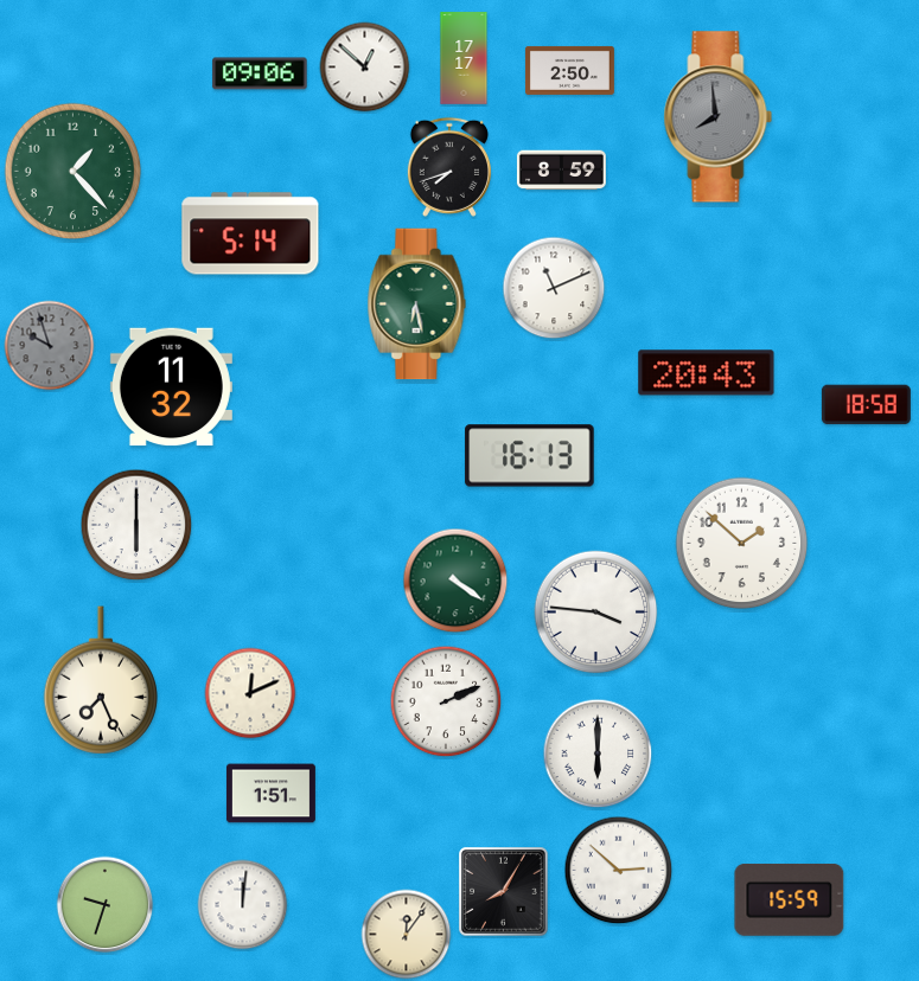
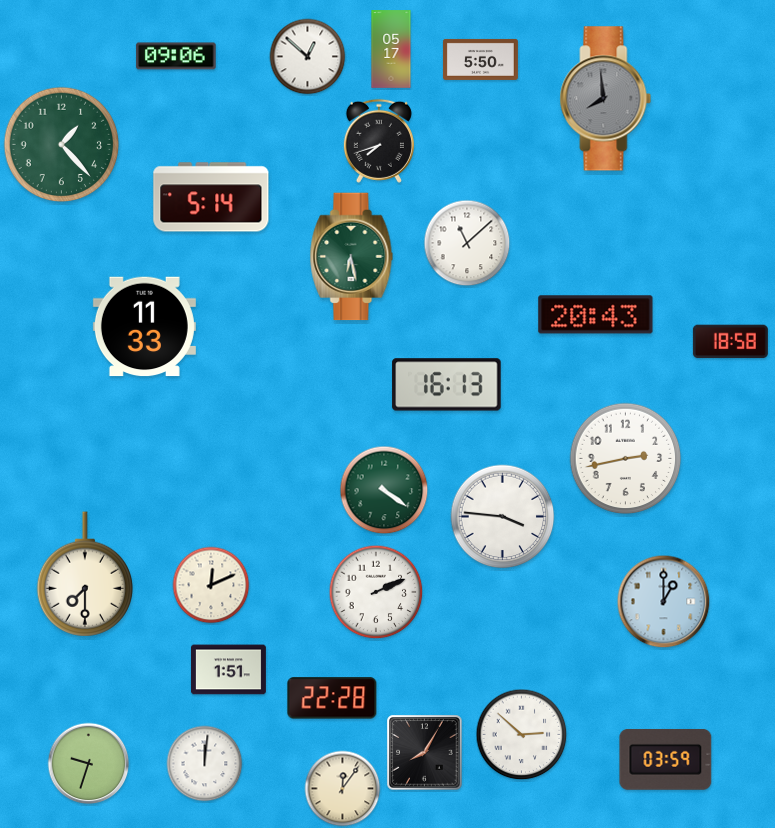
clock at (464, 58): 17:17 -> 05:17
clock at (569, 70): 2:50 -> 5:50
clock at (260, 73) position: (260, 73) -> (176, 56)
clock at (561, 171): 8:59 -> none
clock at (554, 288): 11:11 -> 11:08
clock at (50, 346): 9:57 -> none
clock at (171, 387): 11:32 -> 11:33
clock at (136, 525): 6:00 -> none
clock at (742, 544): 1:52 -> 2:43
clock at (101, 680): 7:26 -> 7:30
clock at (664, 602): none -> 1:00
clock at (598, 754): 6:00 -> none
clock at (332, 698): none -> 22:28
clock at (790, 899): 15:59 -> 03:59
